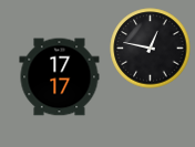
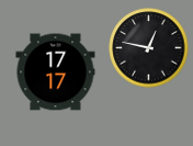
clock at (60, 77) position: (60, 77) -> (56, 72)
